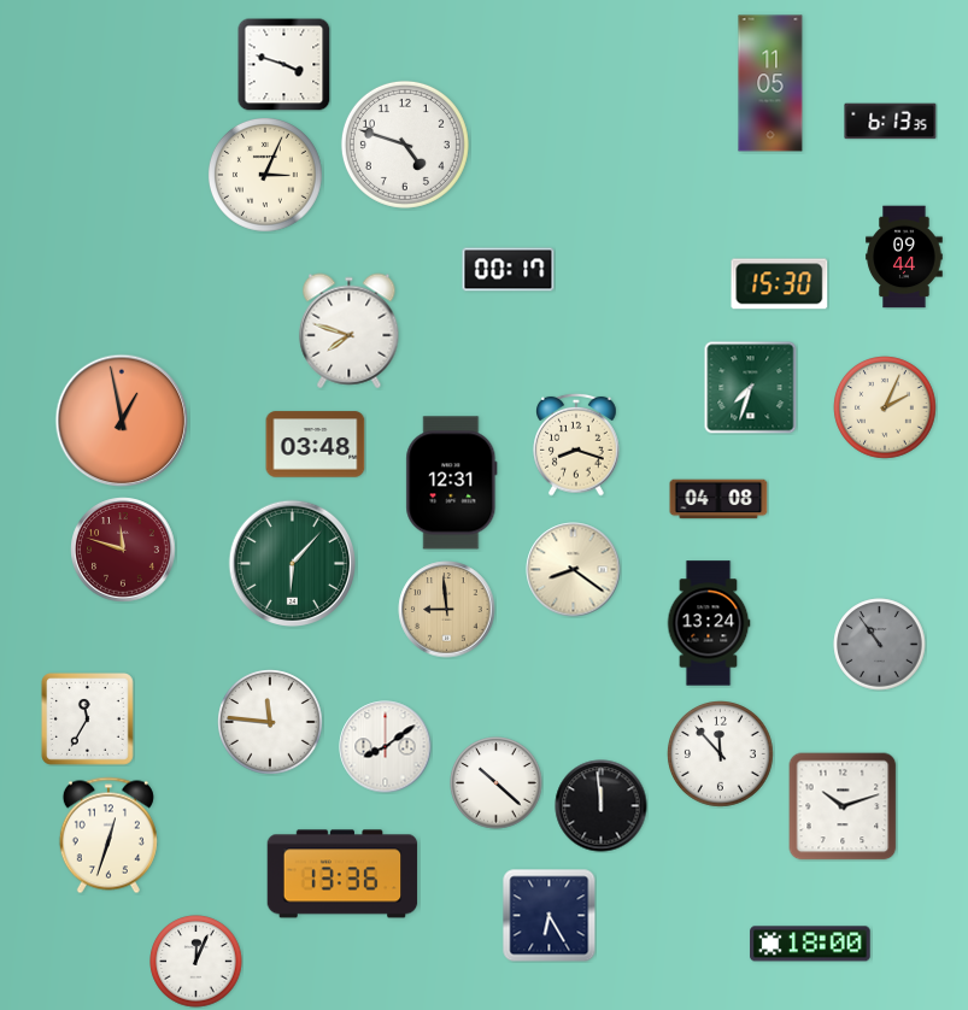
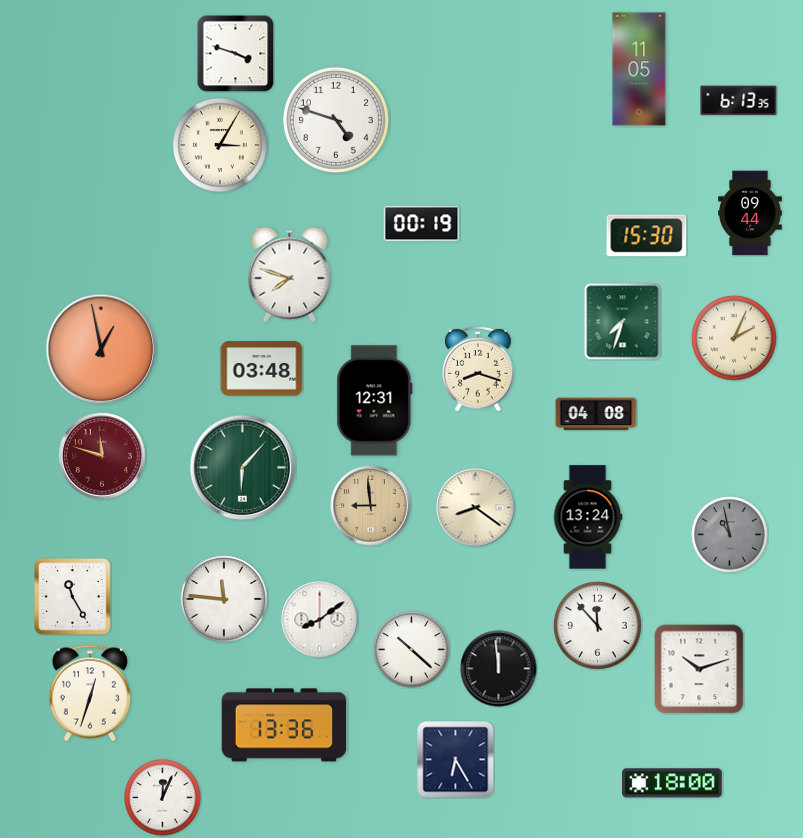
clock at (265, 175): 3:04 -> 3:05
clock at (509, 270): 00:17 -> 00:19
clock at (574, 570) position: (574, 570) -> (476, 508)
clock at (880, 645): 10:54 -> 10:58
clock at (88, 720): 11:35 -> 11:25
